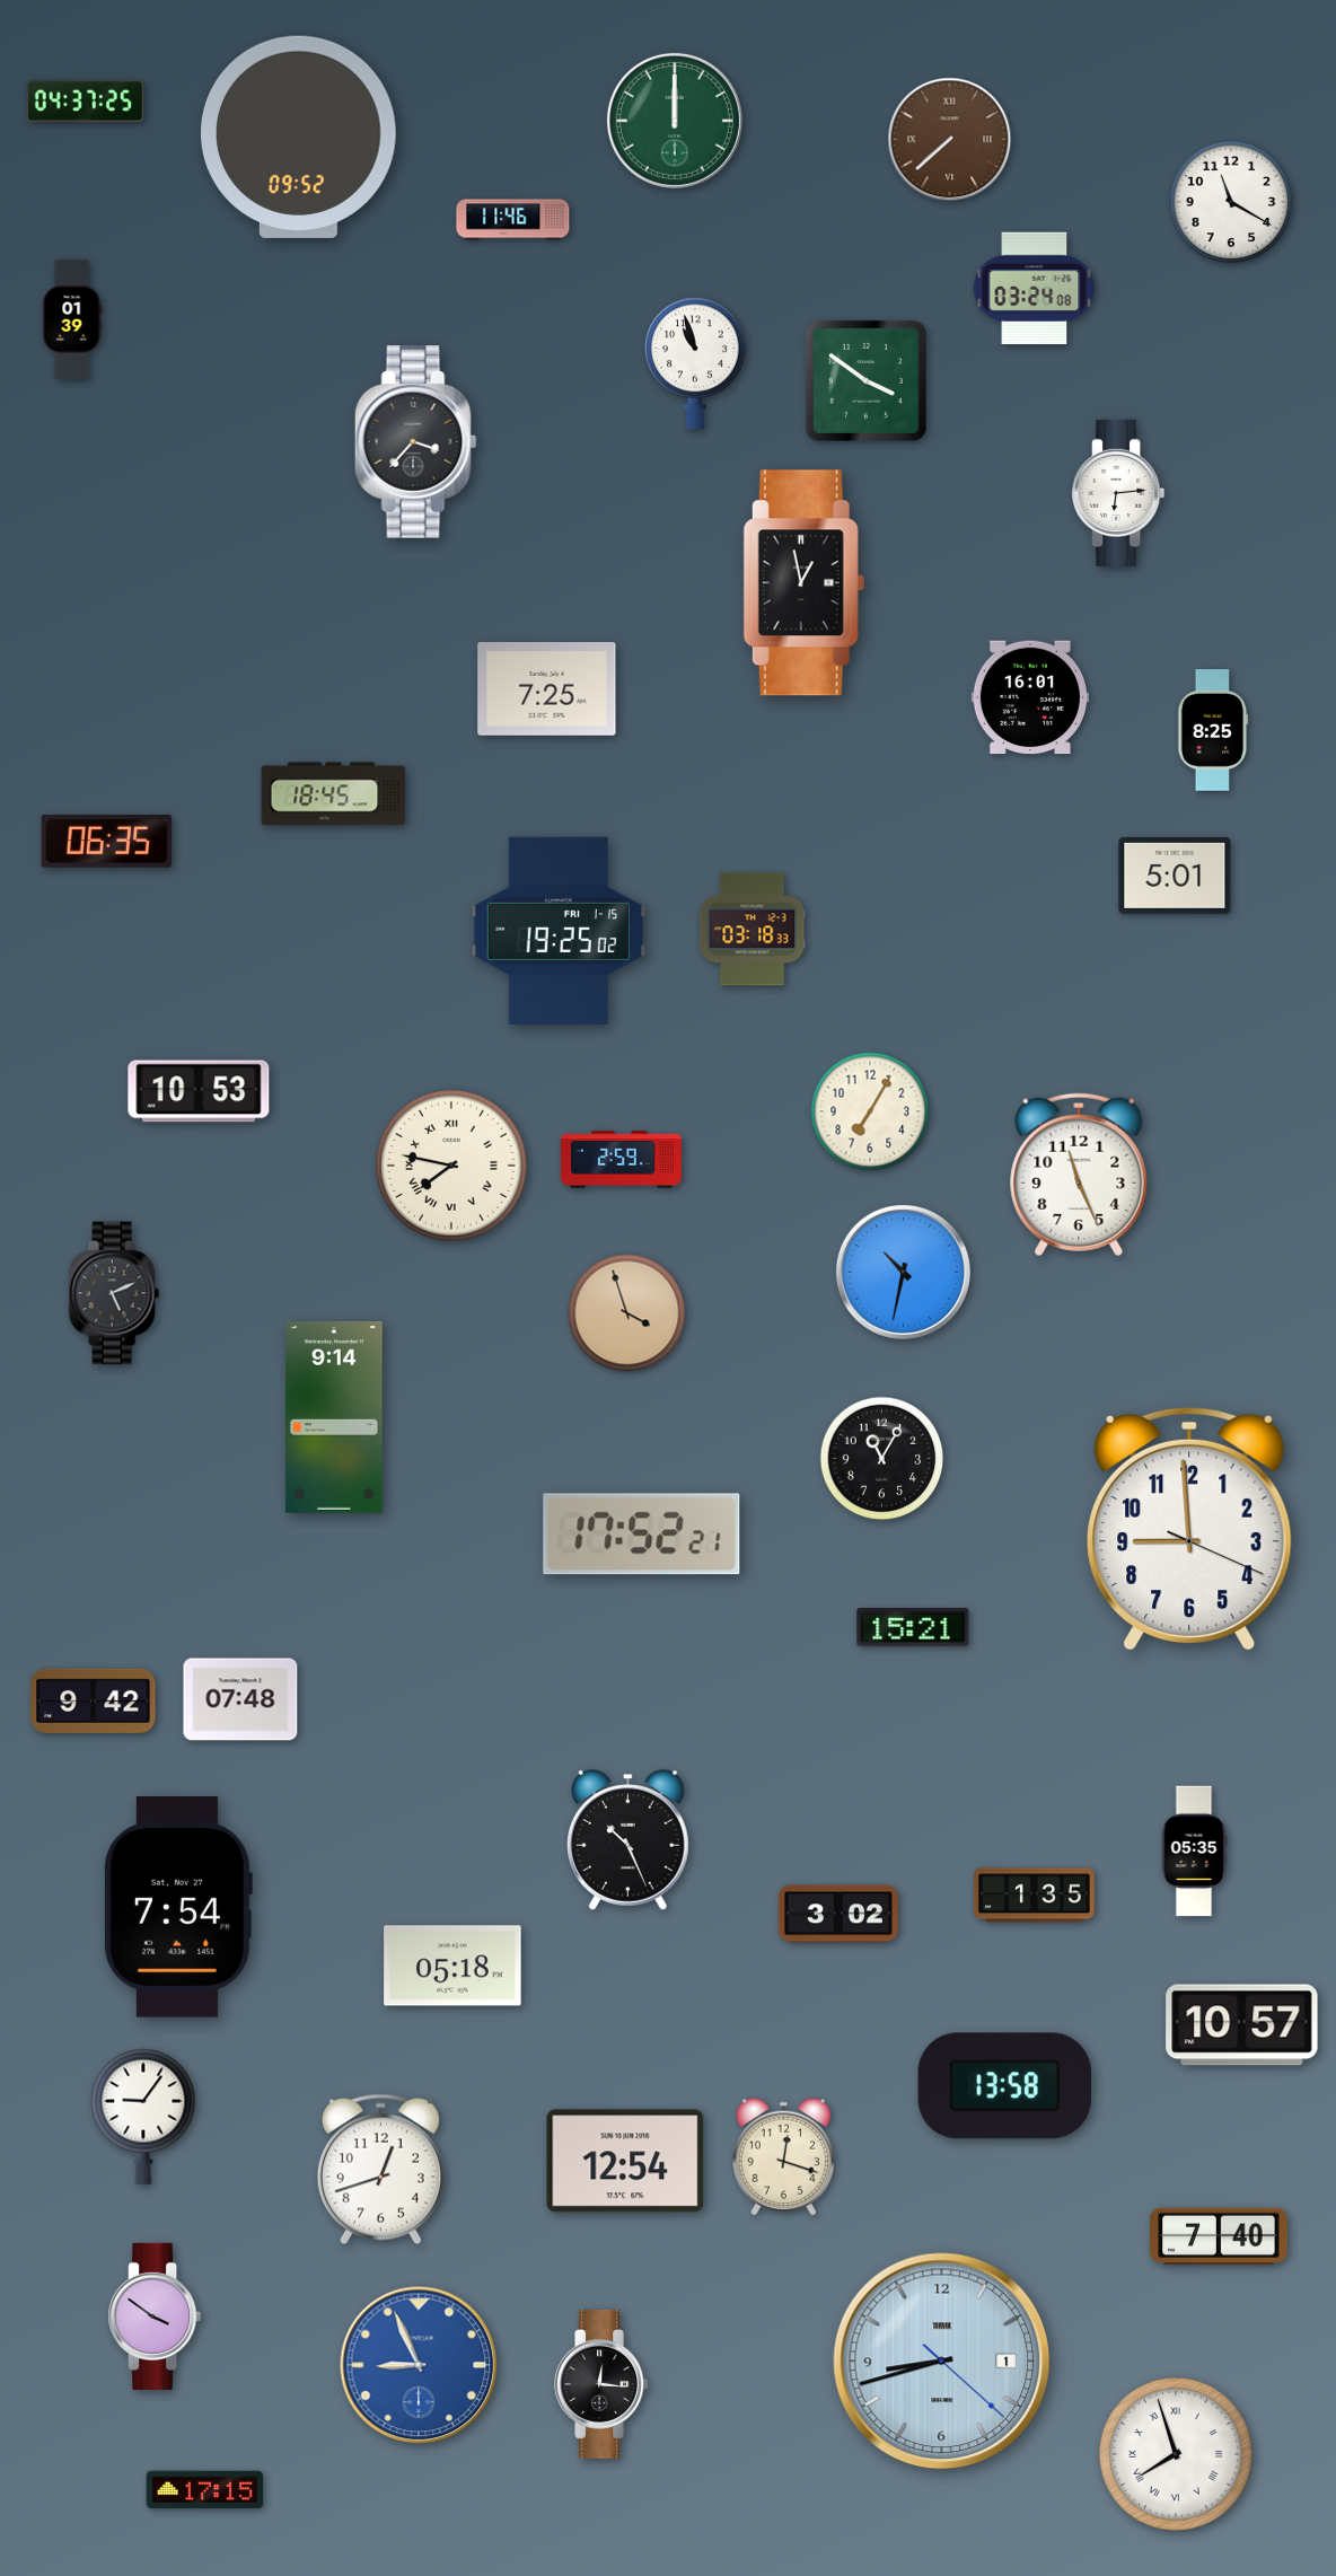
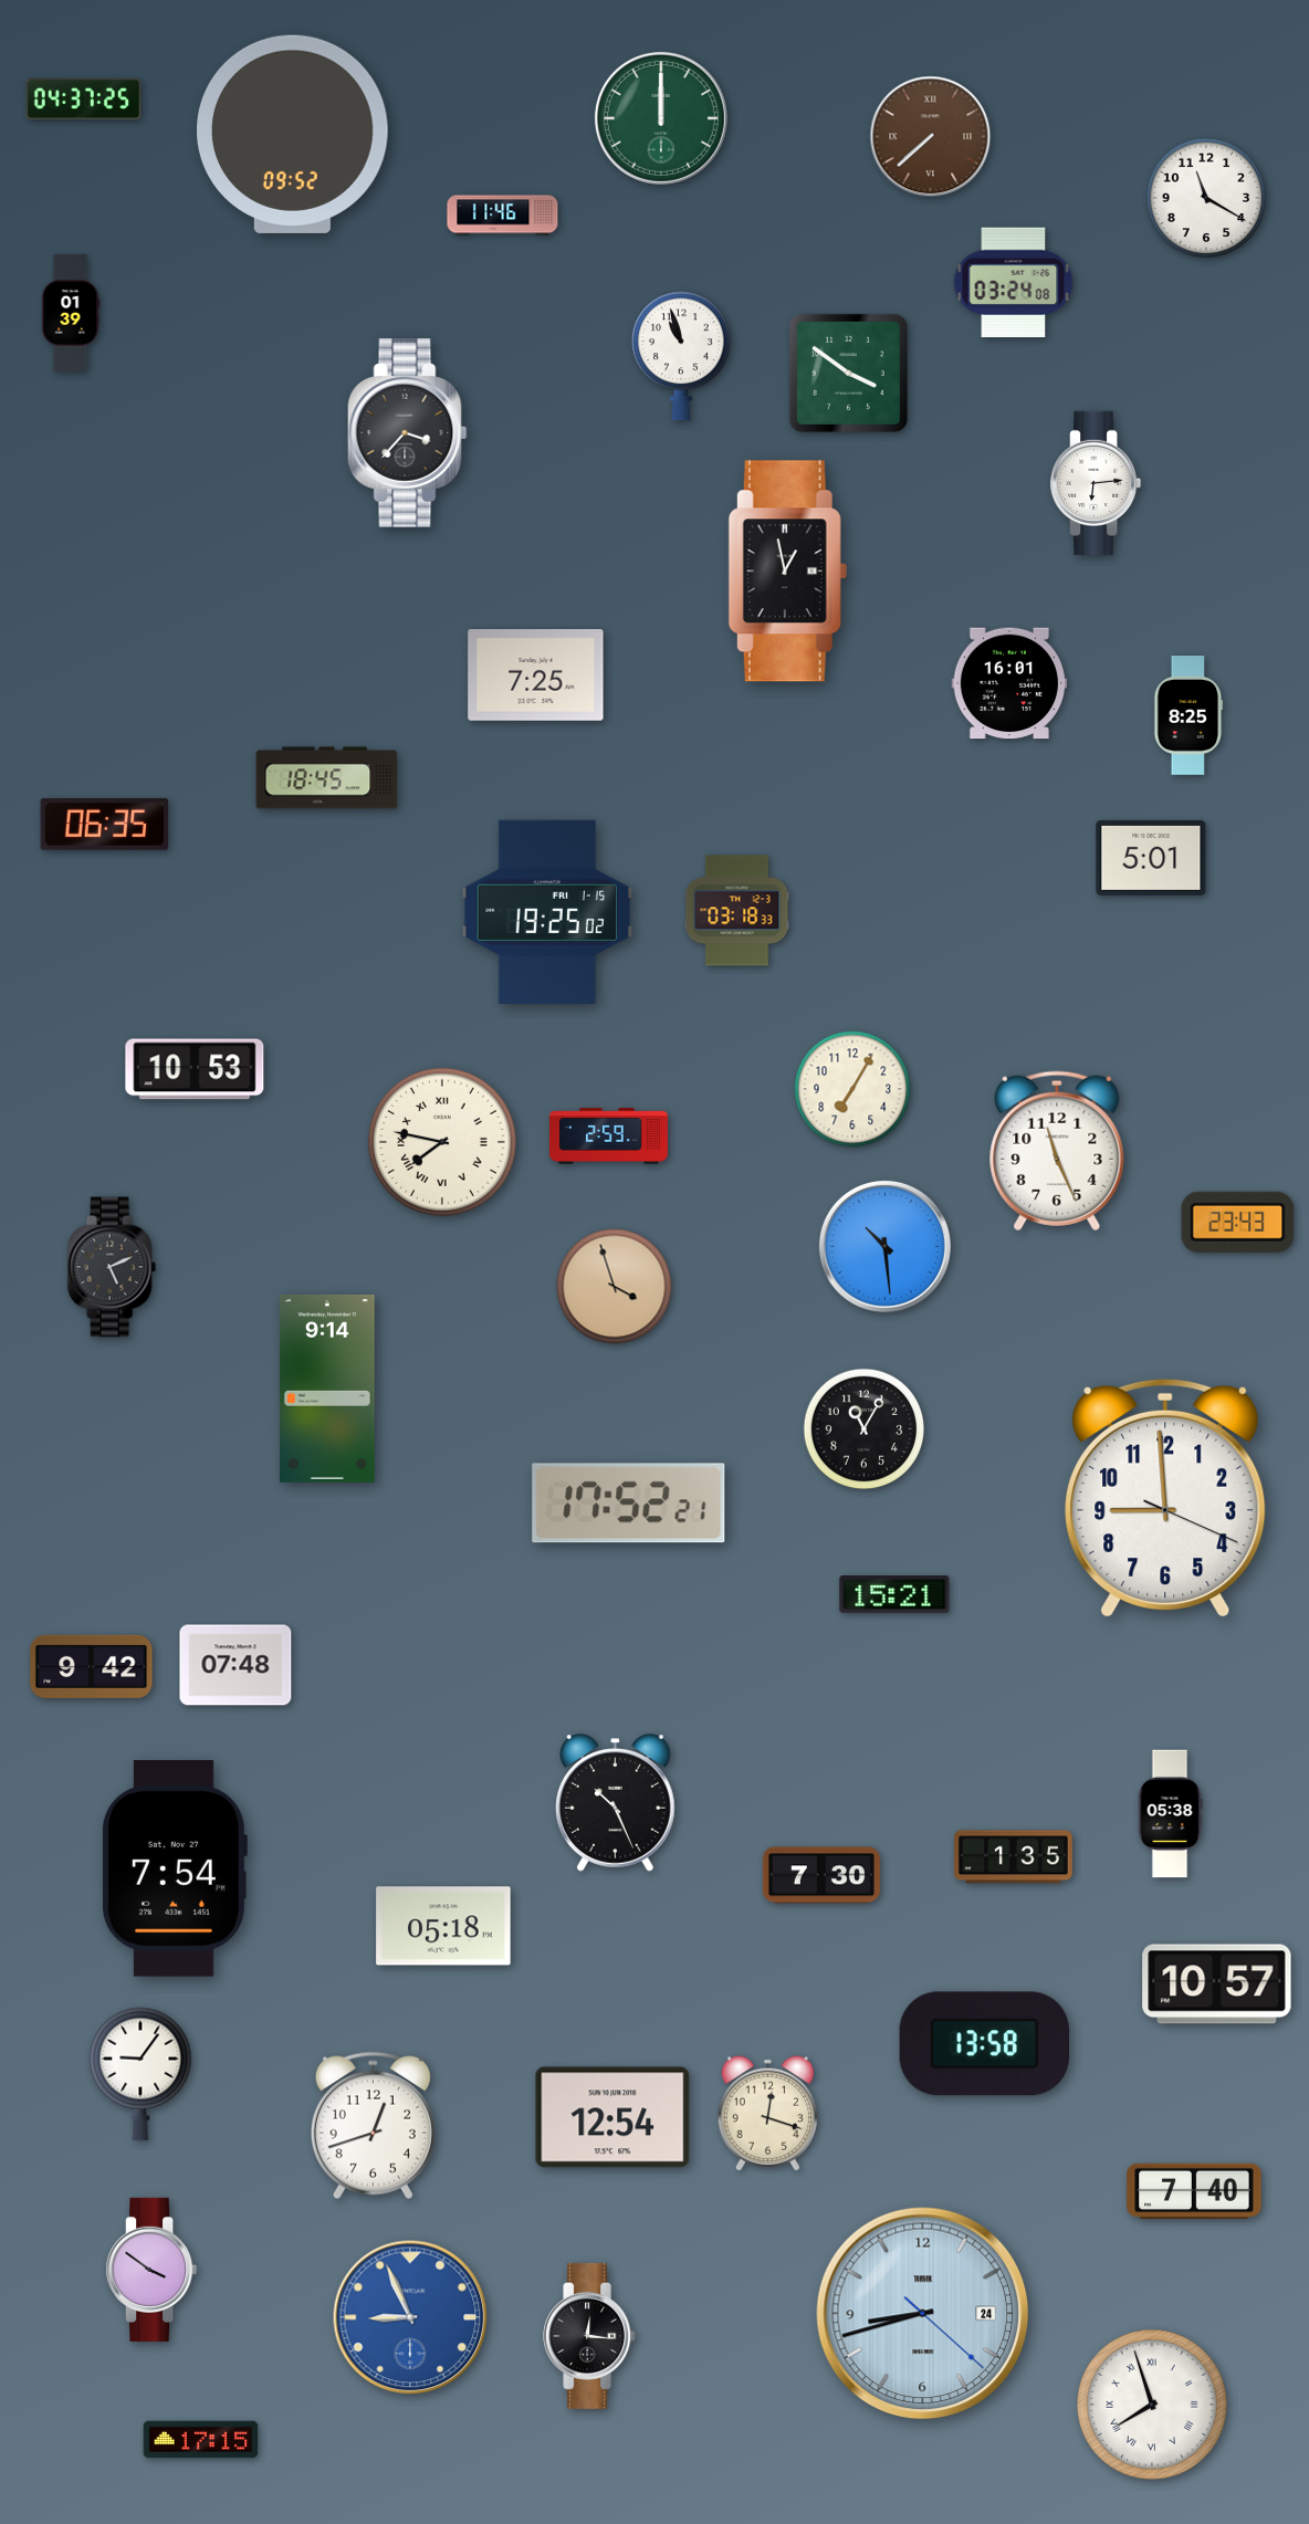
clock at (1238, 1222): none -> 23:43
clock at (903, 1272): 10:32 -> 10:29
clock at (1194, 1852): 05:35 -> 05:38
clock at (838, 1914): 3:02 -> 7:30
clock at (942, 2362) date: 1 -> 24
